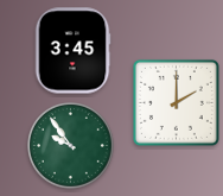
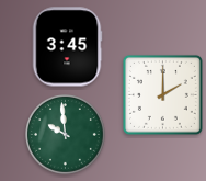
clock at (71, 146): 9:54 -> 9:59
